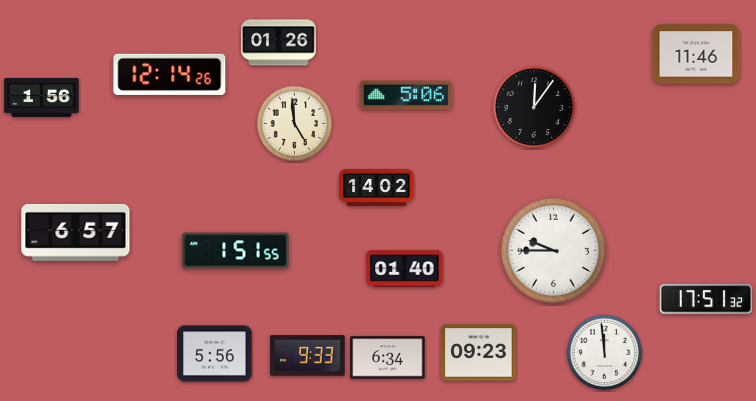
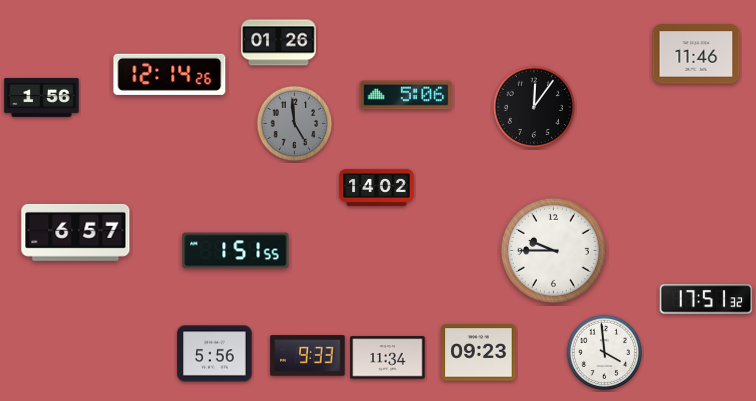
clock at (295, 124) dial: cream -> grey
clock at (405, 269): 01:40 -> none
clock at (605, 353): 11:59 -> 3:59
clock at (388, 358): 6:34 -> 11:34
